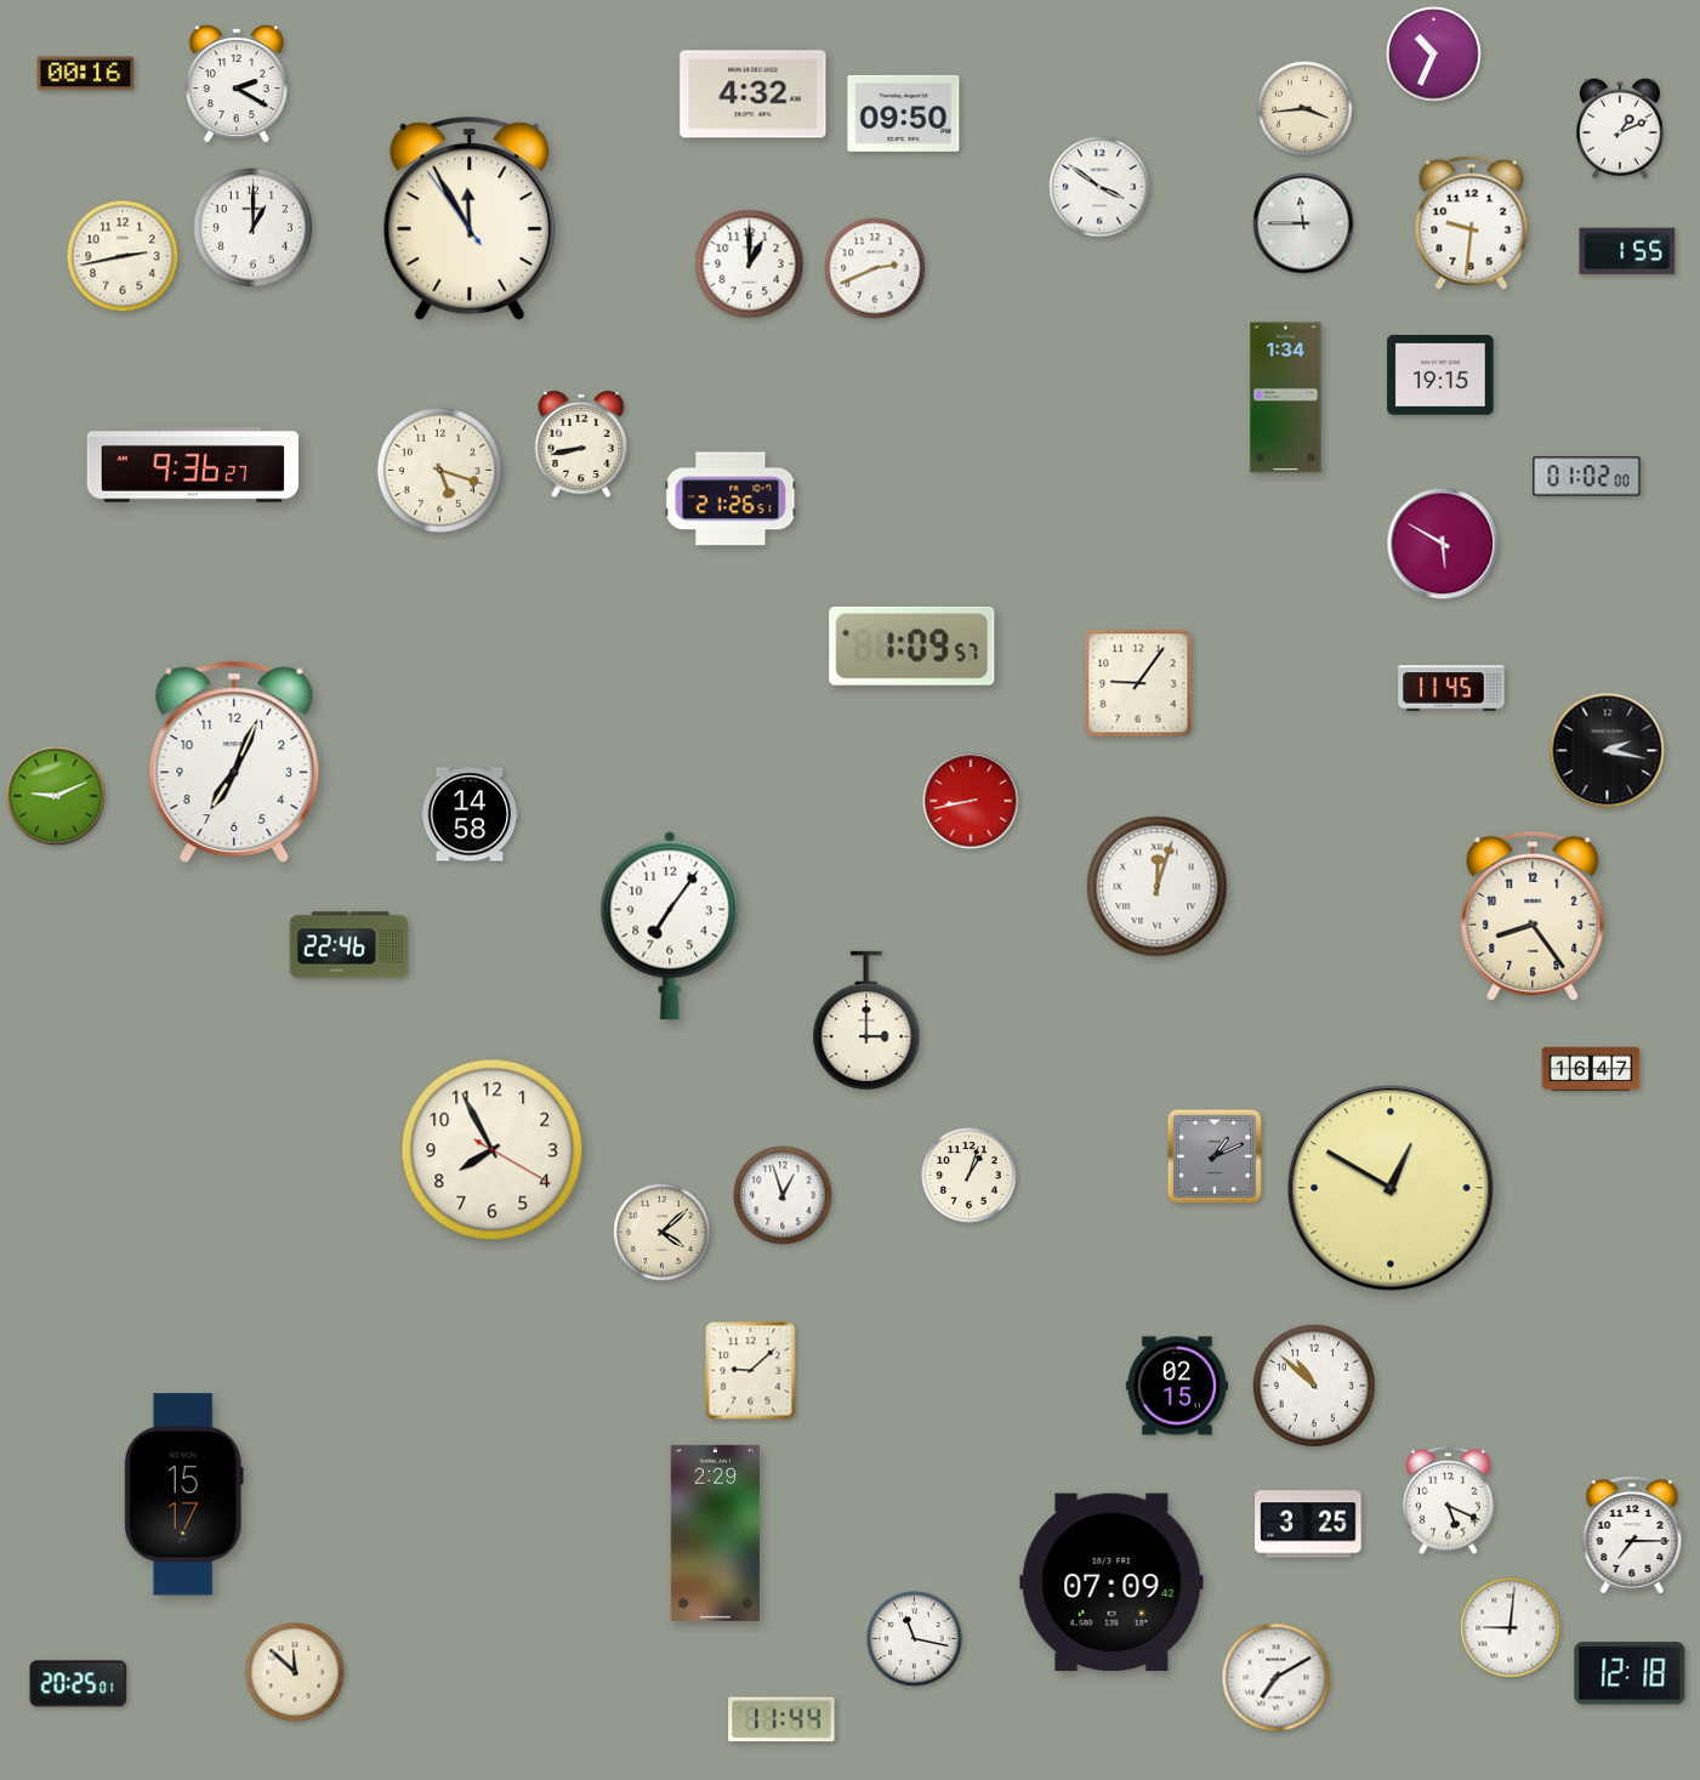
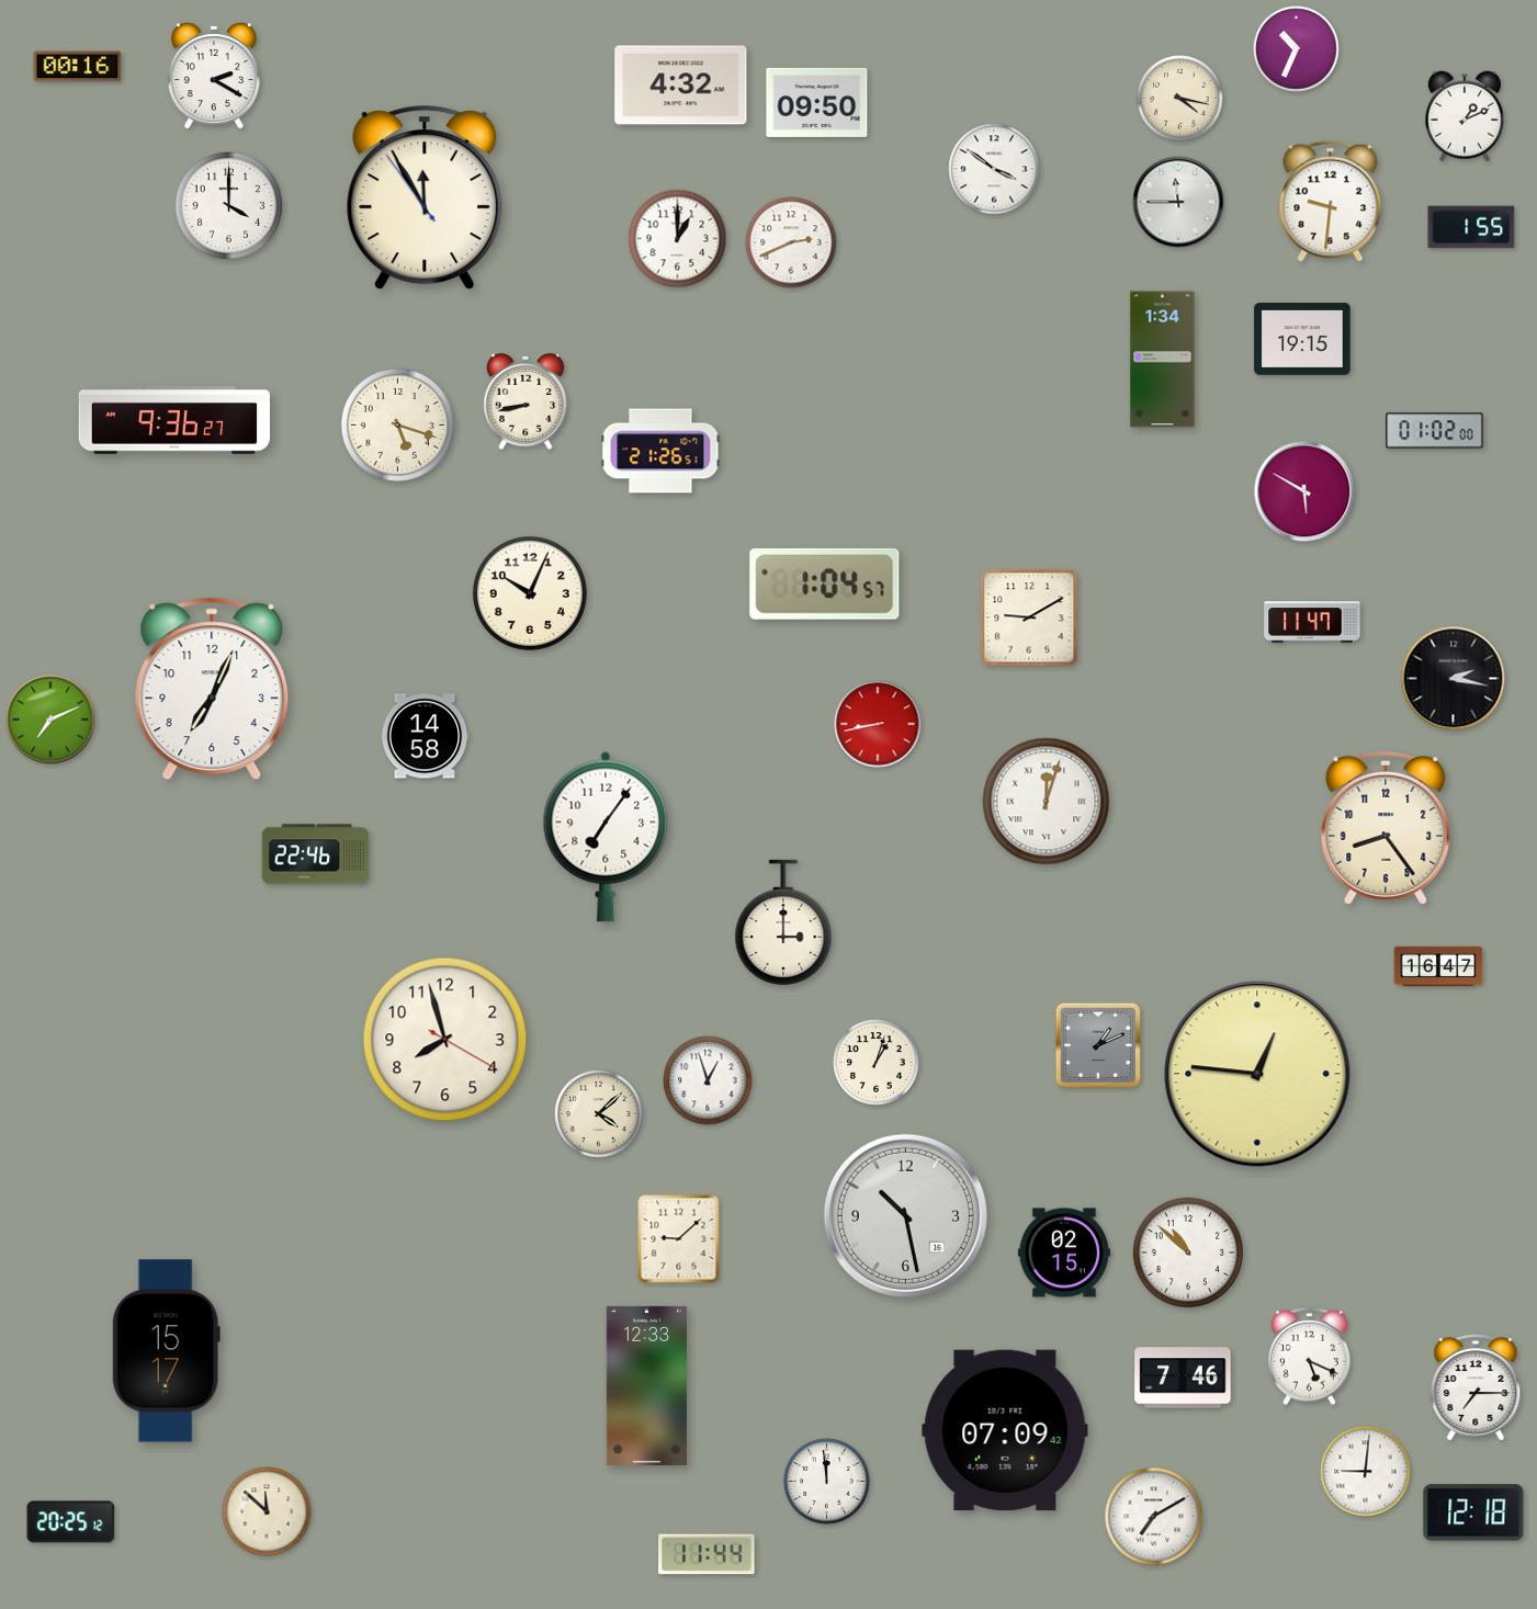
clock at (1306, 109): 3:44 -> 4:17
clock at (254, 228): 1:00 -> 4:00
clock at (123, 256): 2:43 -> none
clock at (912, 646): 1:09 -> 1:04
clock at (530, 593): none -> 10:04
clock at (1138, 683): 9:06 -> 9:10
clock at (1451, 688): 11:45 -> 11:47
clock at (56, 796): 9:11 -> 7:11
clock at (493, 1150): 7:55 -> 7:57
clock at (1391, 1188): 12:50 -> 12:46
clock at (905, 1215): none -> 10:28
clock at (1308, 1524): 3:25 -> 7:46
clock at (715, 1532): 2:29 -> 12:33
clock at (915, 1639): 11:17 -> 11:59
clock at (79, 1684): 20:25:01 -> 20:25:12
